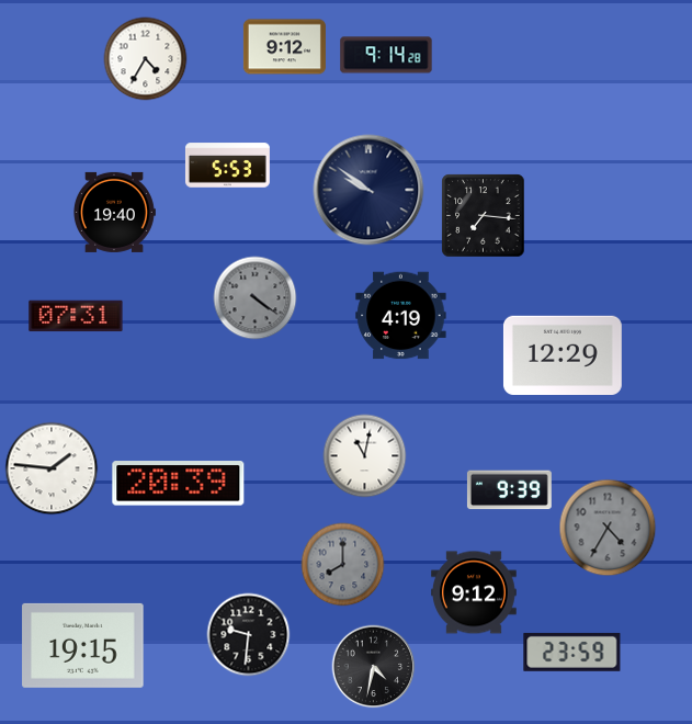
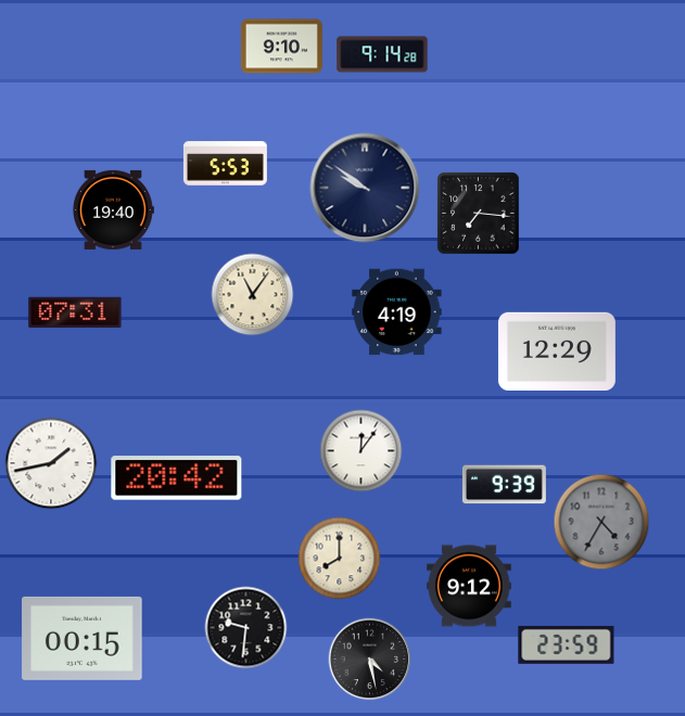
clock at (284, 47): 9:12 -> 9:10
clock at (146, 59): 4:35 -> none
clock at (256, 298): 4:21 -> 11:06
clock at (256, 298) dial: grey -> cream
clock at (365, 456): 11:02 -> 12:06
clock at (52, 468): 1:46 -> 1:43
clock at (179, 484): 20:39 -> 20:42
clock at (343, 565) dial: grey -> cream
clock at (83, 645): 19:15 -> 00:15
clock at (374, 667): 4:32 -> 4:28
